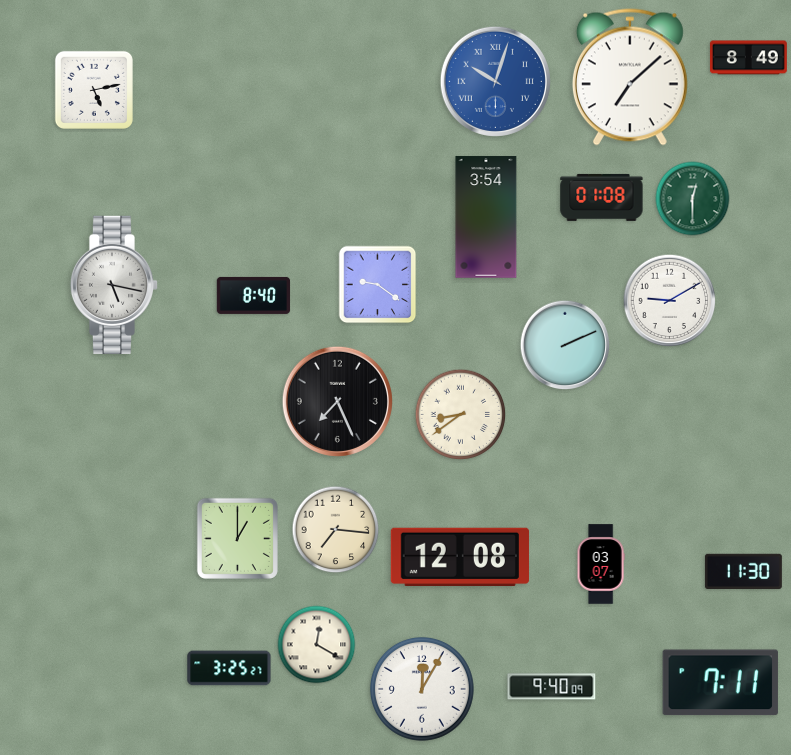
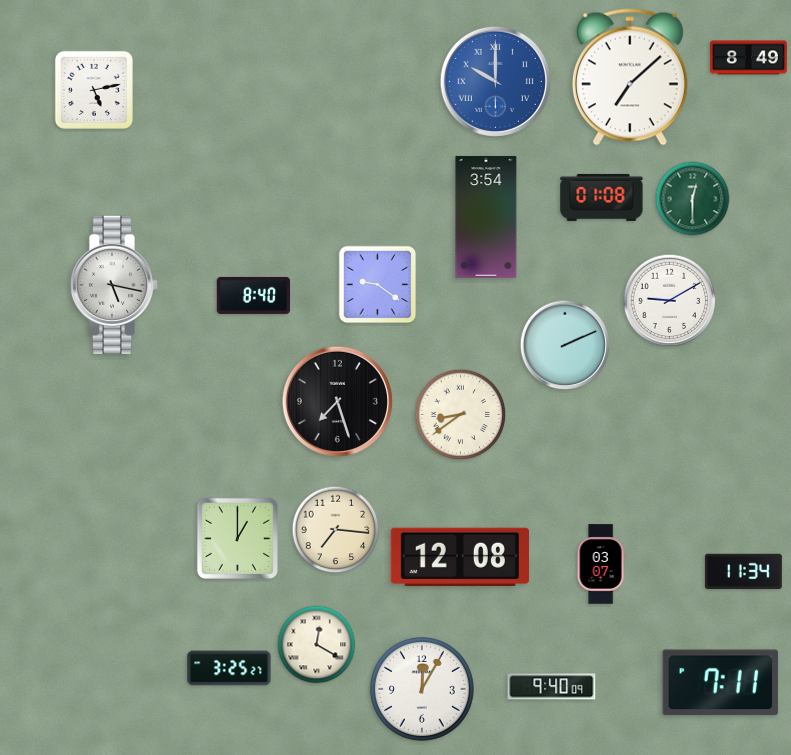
clock at (495, 81): 10:03 -> 10:00
clock at (337, 401): 7:26 -> 7:27
clock at (743, 571): 11:30 -> 11:34
